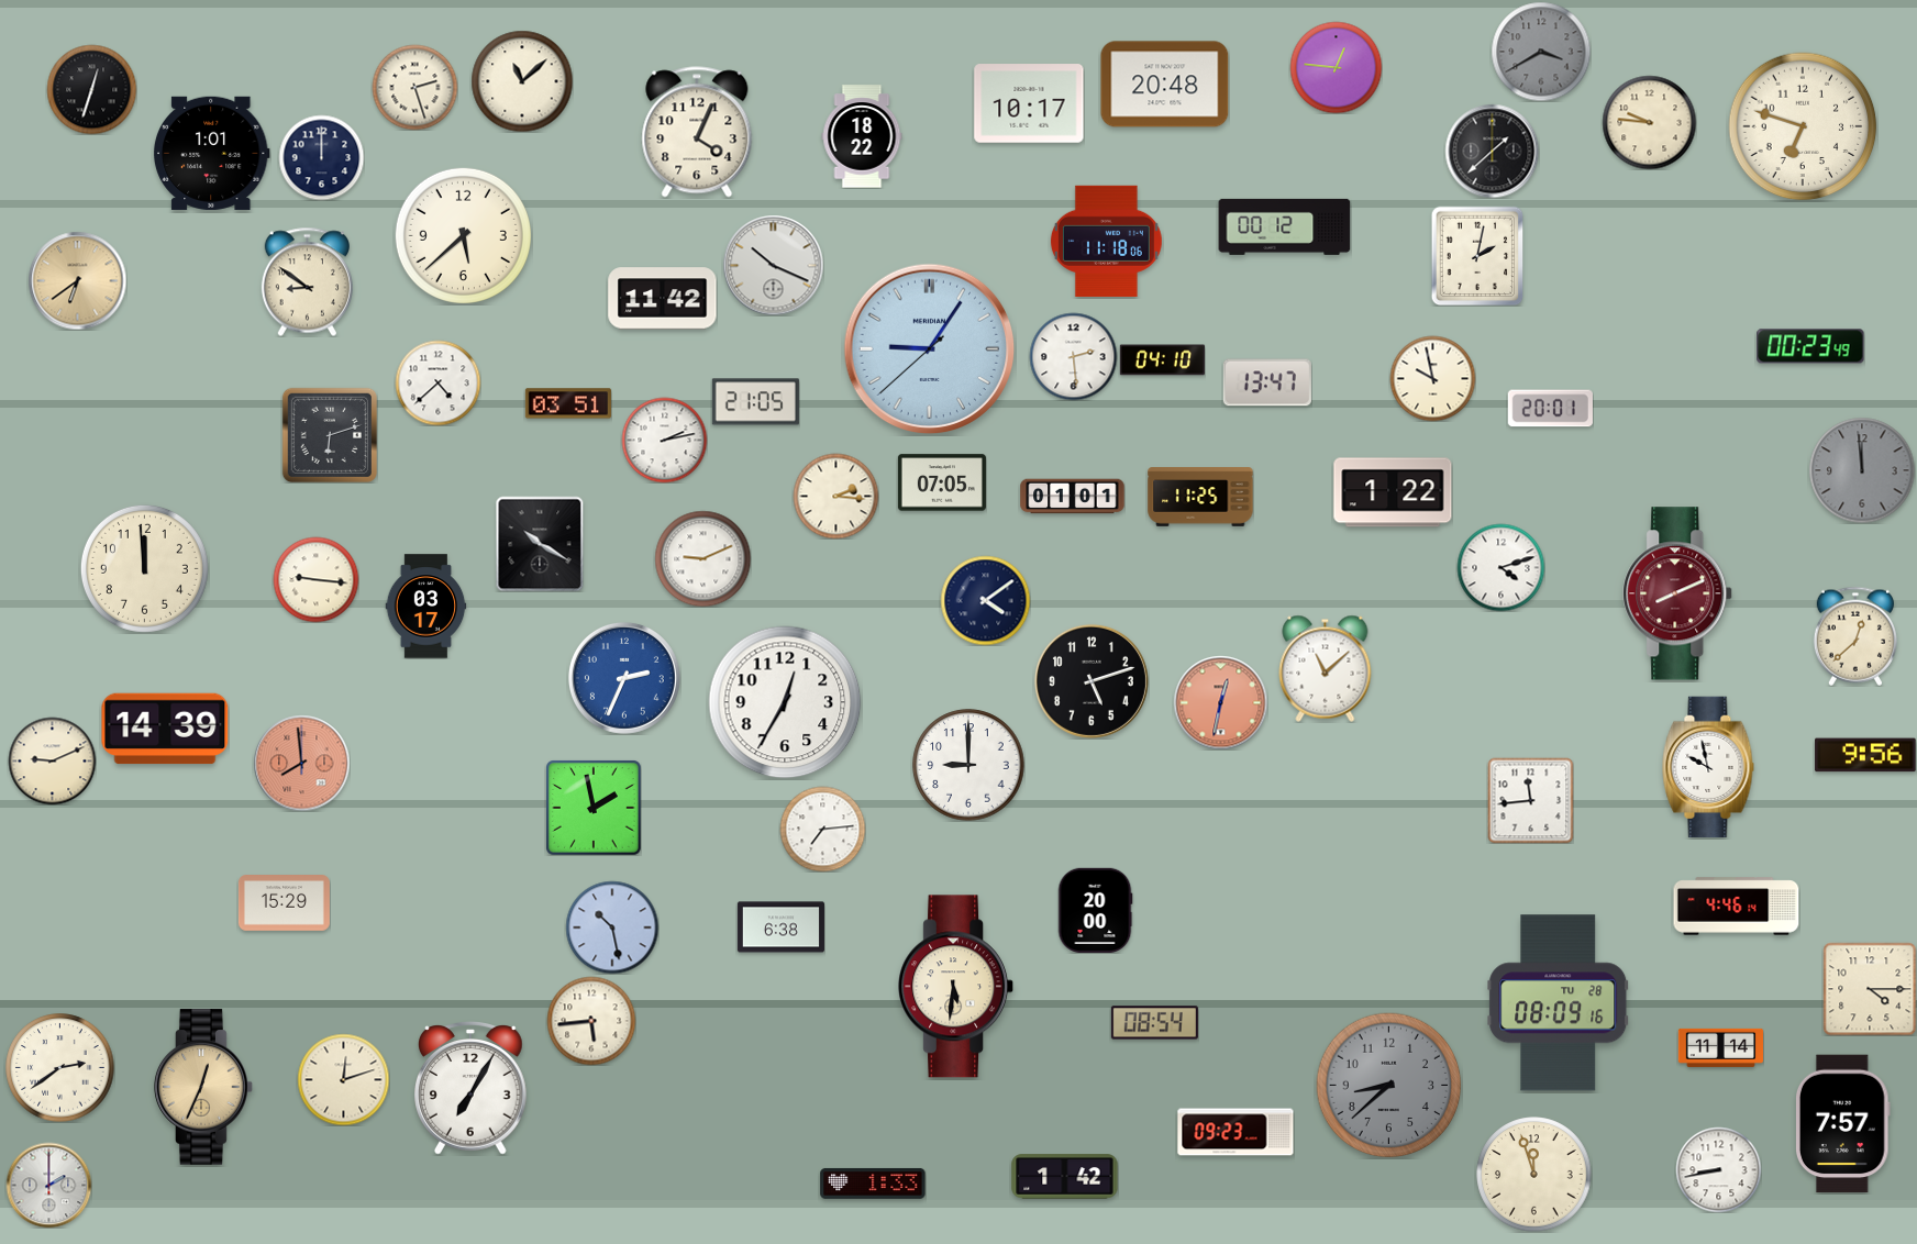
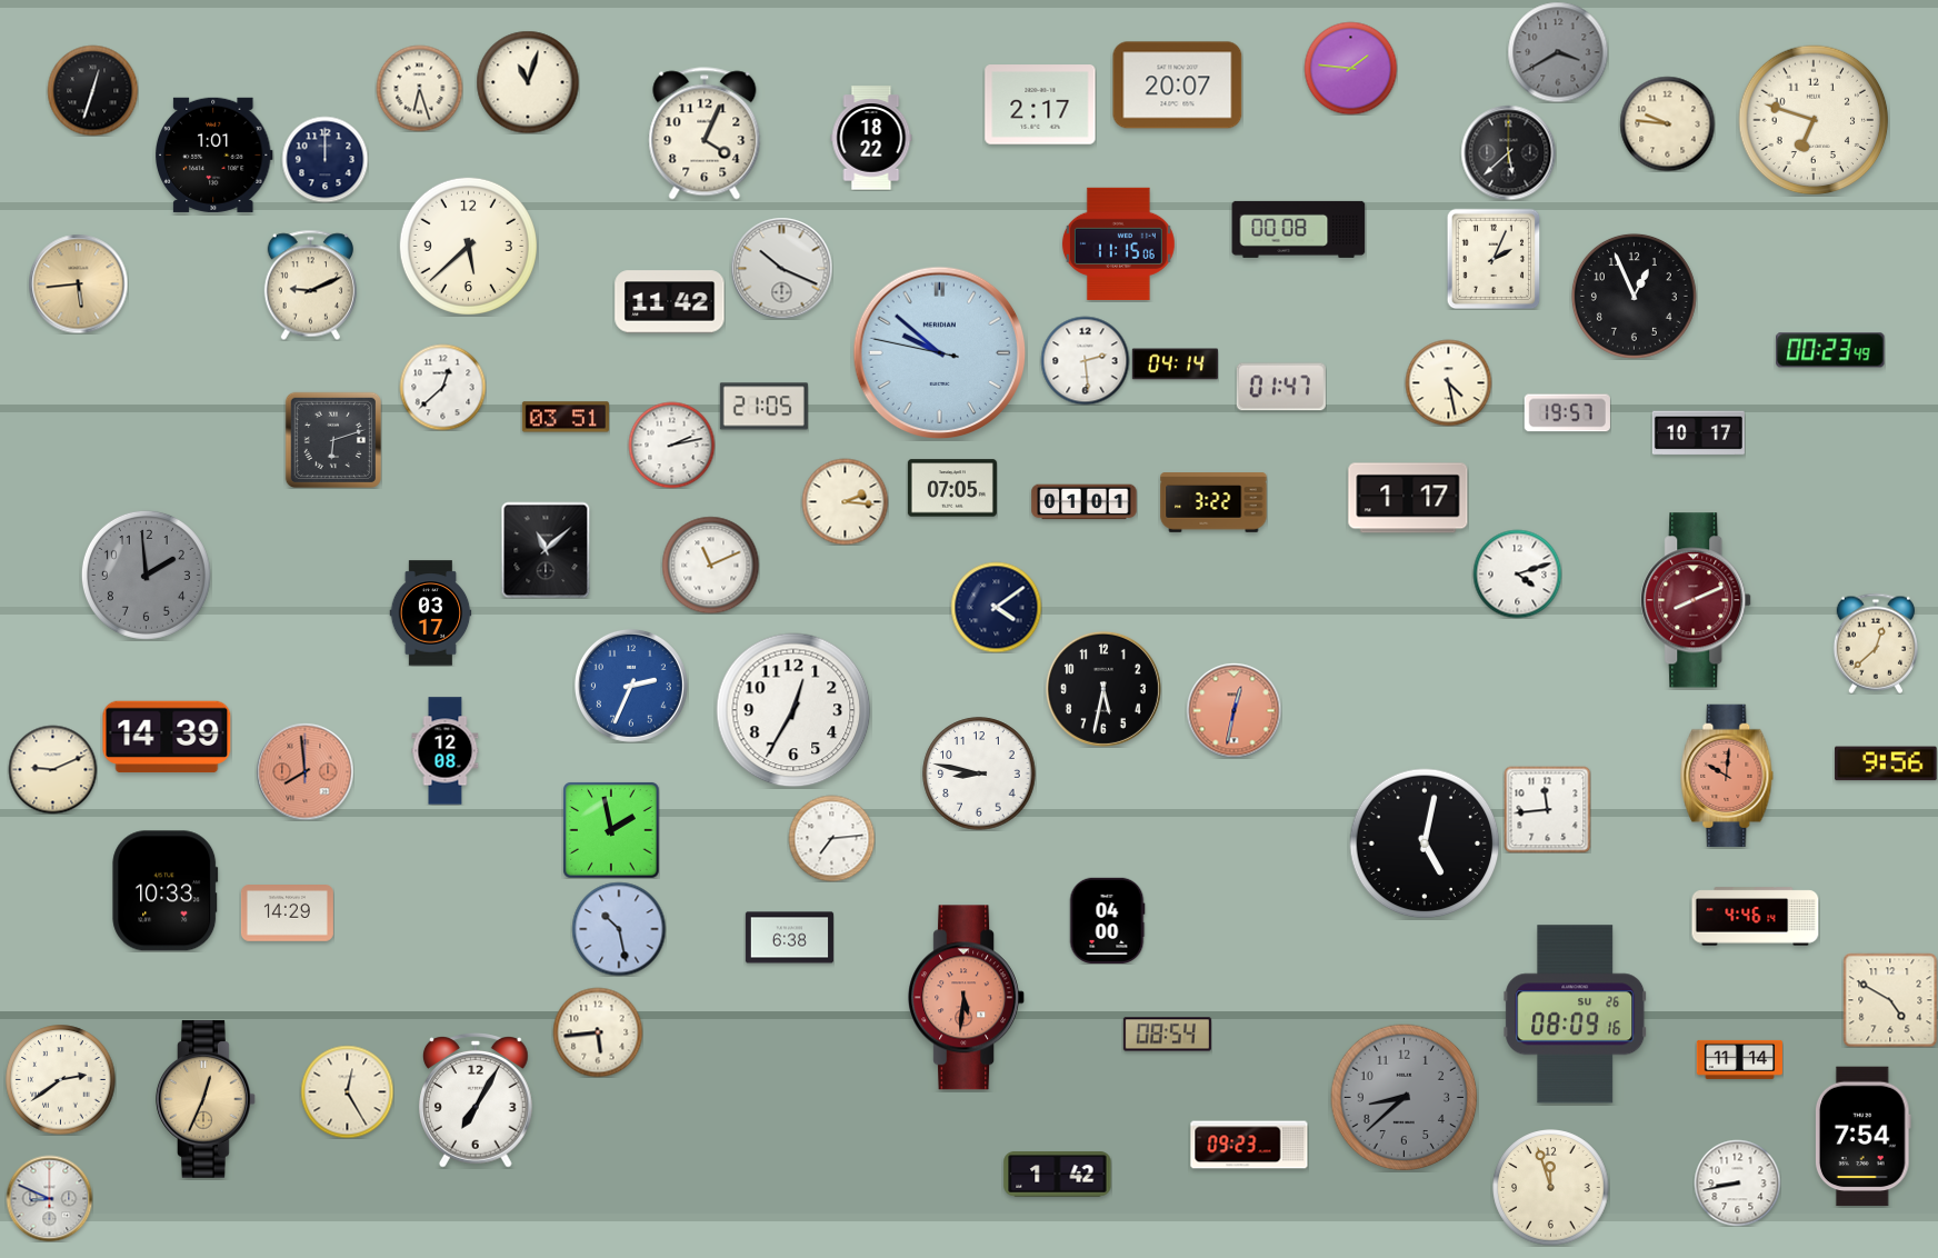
clock at (1336, 67): 12:46 -> 1:46
clock at (522, 81): 11:08 -> 11:03
clock at (1165, 85): 20:48 -> 20:07
clock at (414, 87): 2:27 -> 6:27
clock at (1029, 103): 10:17 -> 2:17
clock at (1803, 126) position: (1803, 126) -> (1814, 120)
clock at (1492, 151): 1:38 -> 5:38
clock at (1285, 226): 00:12 -> 00:08
clock at (463, 235) position: (463, 235) -> (468, 246)
clock at (1106, 241): 11:18 -> 11:15
clock at (1477, 256): 2:02 -> 2:04
clock at (77, 280): 6:39 -> 5:44
clock at (307, 281): 8:51 -> 9:11
clock at (1634, 296): none -> 12:56
clock at (930, 349): 9:05 -> 9:51
clock at (1162, 360): 04:10 -> 04:14
clock at (1432, 378): 9:58 -> 4:28
clock at (437, 382): 4:38 -> 12:38
clock at (1267, 382): 13:47 -> 01:47
clock at (568, 403) position: (568, 403) -> (566, 417)
clock at (1550, 409): 20:01 -> 19:57
clock at (1698, 433): none -> 10:17
clock at (1862, 470): 11:59 -> none
clock at (1393, 492): 1:22 -> 1:17
clock at (1200, 497): 11:25 -> 3:22
clock at (540, 544): 10:20 -> 11:08
clock at (702, 558): 9:11 -> 11:11
clock at (144, 568): 11:59 -> 1:59
clock at (144, 568) dial: cream -> grey
clock at (315, 579): 9:16 -> none
clock at (1326, 668): 11:08 -> none
clock at (1092, 681): 5:12 -> 5:32
clock at (446, 751): none -> 12:08
clock at (968, 765): 9:00 -> 8:47
clock at (1708, 767): 9:58 -> 10:01
clock at (1708, 767) dial: white -> salmon
clock at (594, 808) position: (594, 808) -> (611, 830)
clock at (1425, 843): none -> 5:02
clock at (166, 891): none -> 10:33
clock at (284, 903): 15:29 -> 14:29
clock at (1095, 910): 20:00 -> 04:00
clock at (612, 928) position: (612, 928) -> (619, 929)
clock at (956, 987) dial: cream -> salmon
clock at (1870, 989): 4:15 -> 4:50
clock at (1559, 1003) date: TU 28 -> SU 26
clock at (343, 1079): 12:12 -> 12:25
clock at (1843, 1124): 7:57 -> 7:54
clock at (1065, 1177) position: (1065, 1177) -> (1058, 1175)
clock at (873, 1184): 1:33 -> none
clock at (48, 1185): 2:00 -> 8:49
